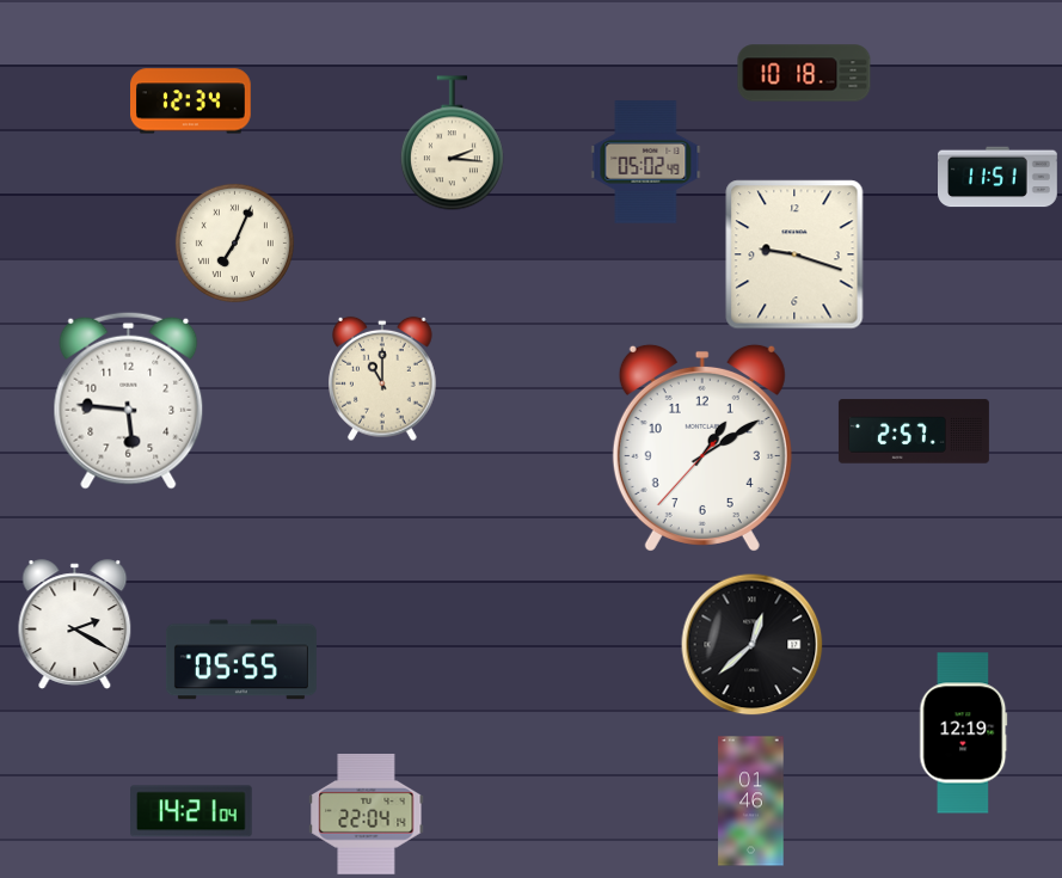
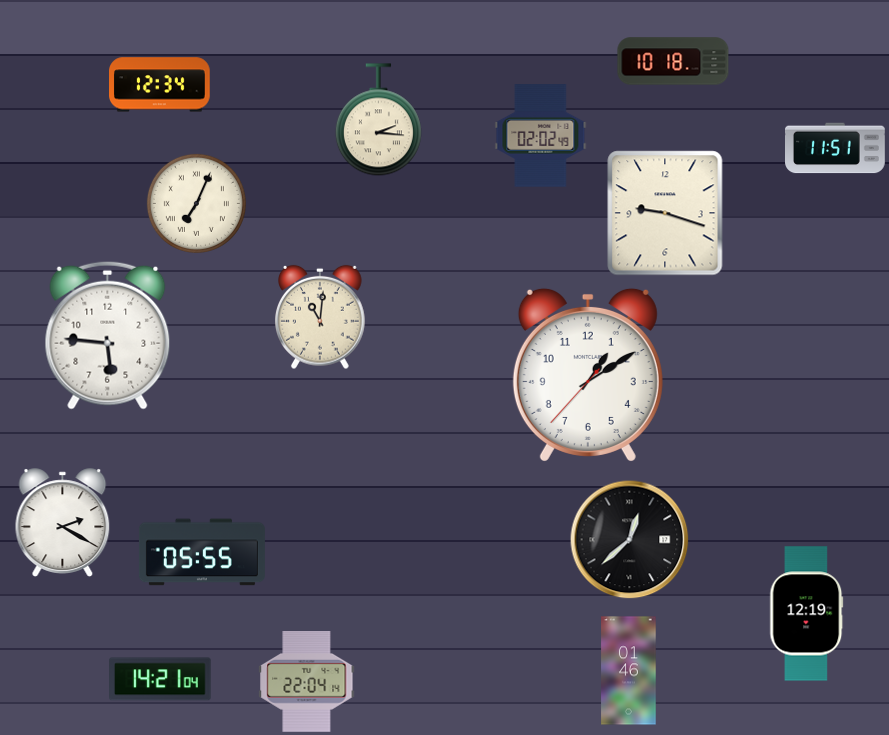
clock at (646, 162): 05:02 -> 02:02
clock at (383, 379): 11:00 -> 11:01
clock at (914, 431): 2:57 -> none
